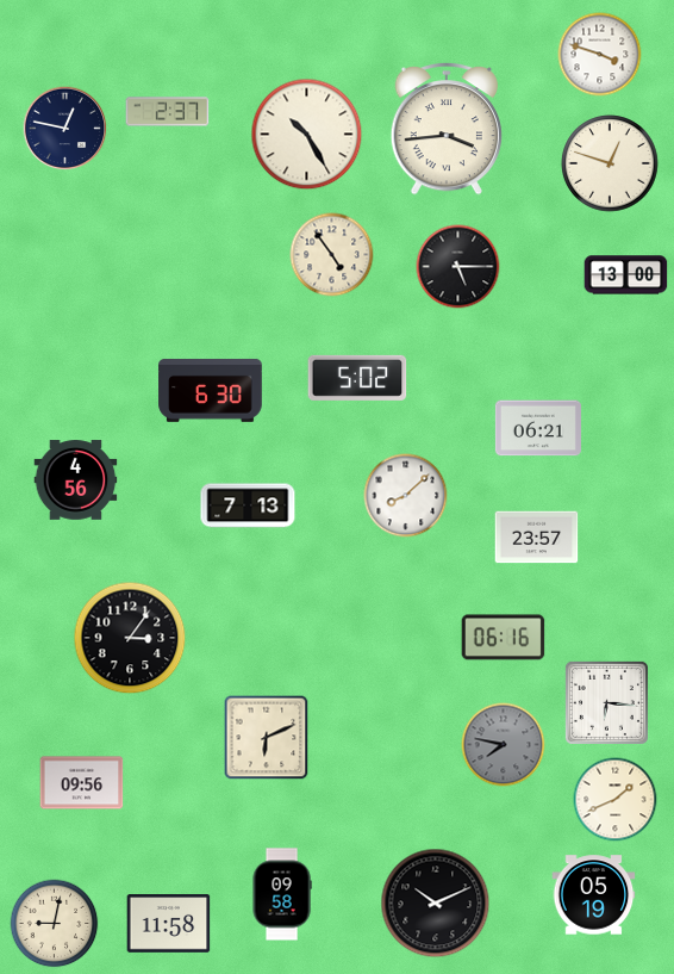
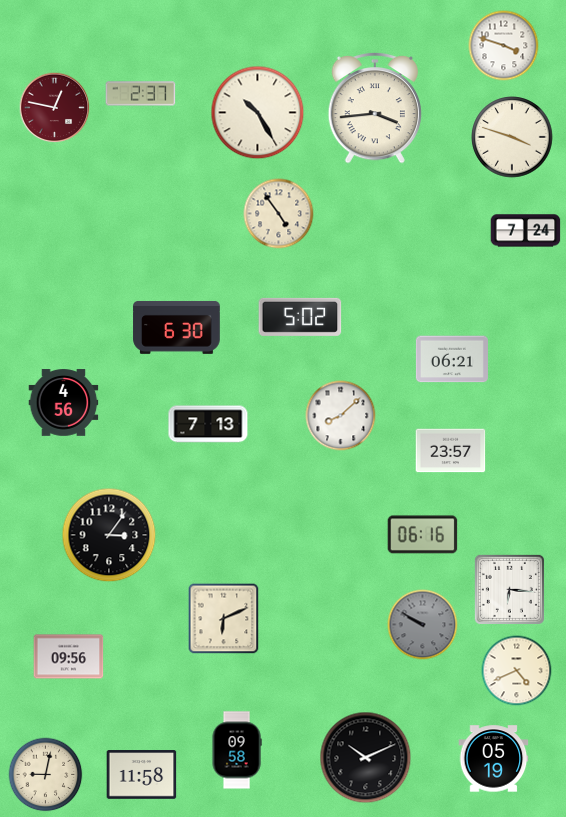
clock at (65, 129) dial: navy -> burgundy
clock at (610, 163): 12:48 -> 3:48
clock at (458, 267): 5:15 -> none
clock at (626, 275): 13:00 -> 7:24
clock at (504, 745): 7:47 -> 9:50
clock at (616, 800): 1:41 -> 4:41
clock at (594, 895) position: (594, 895) -> (494, 759)
